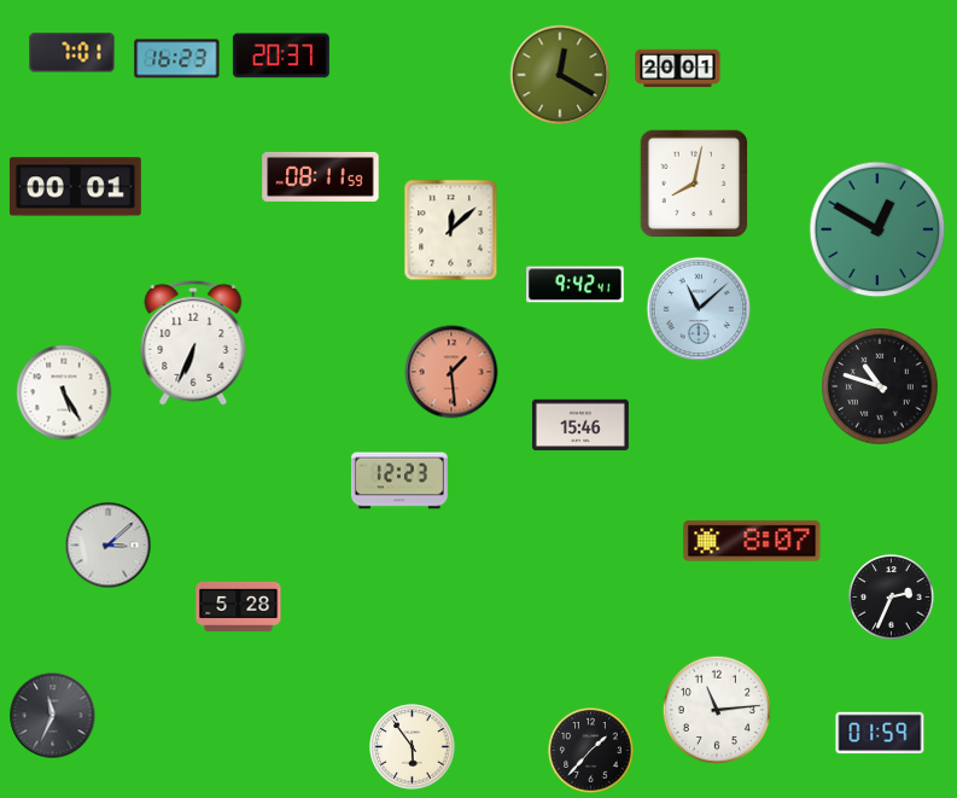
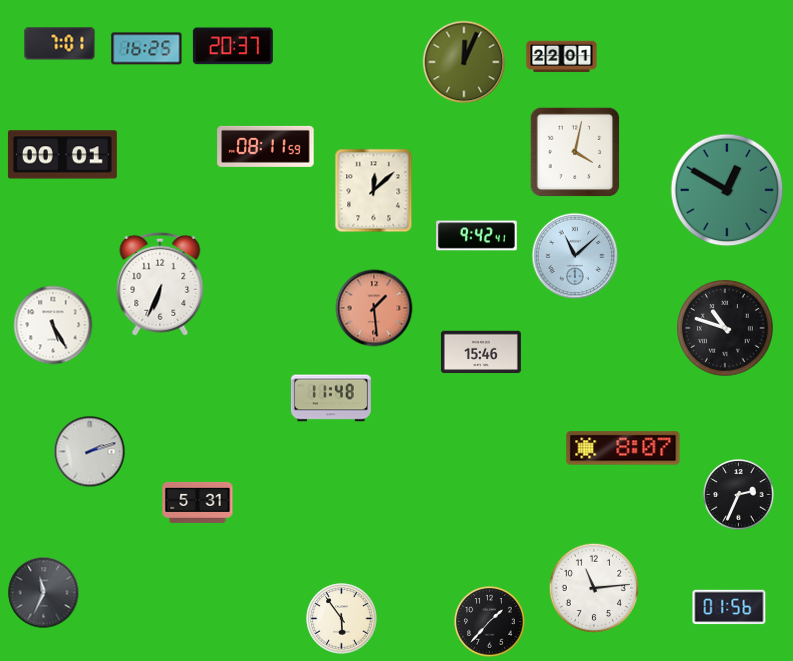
clock at (177, 59): 16:23 -> 16:25
clock at (678, 69): 20:01 -> 22:01
clock at (560, 75): 12:20 -> 12:04
clock at (694, 184): 8:02 -> 4:02
clock at (699, 309) position: (699, 309) -> (575, 256)
clock at (880, 386) position: (880, 386) -> (725, 328)
clock at (399, 480): 12:23 -> 11:48
clock at (109, 546): 3:08 -> 2:12
clock at (239, 606): 5:28 -> 5:31
clock at (880, 733): 01:59 -> 01:56
